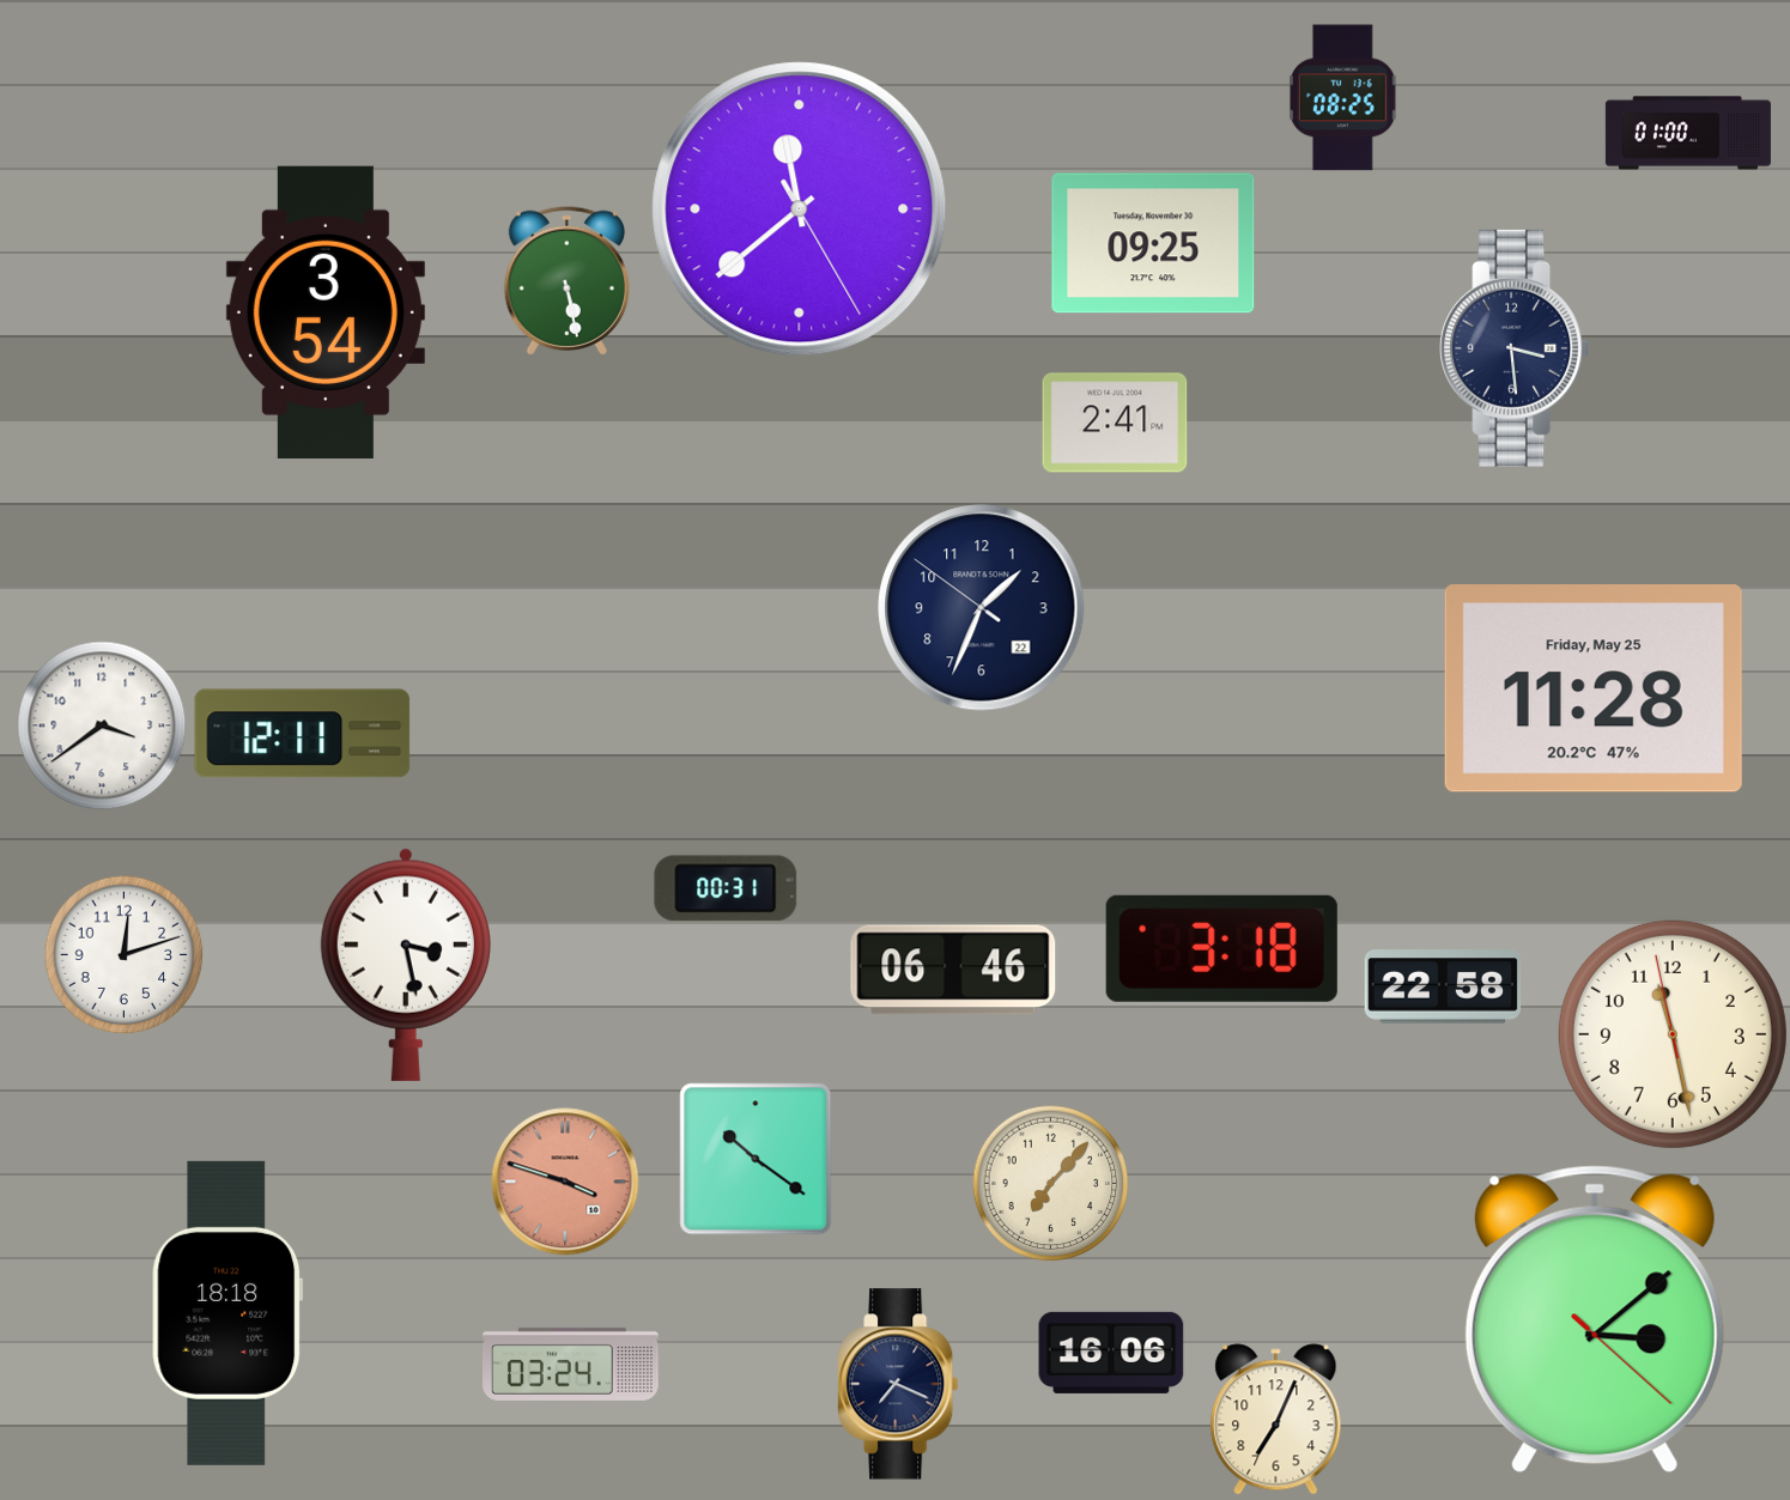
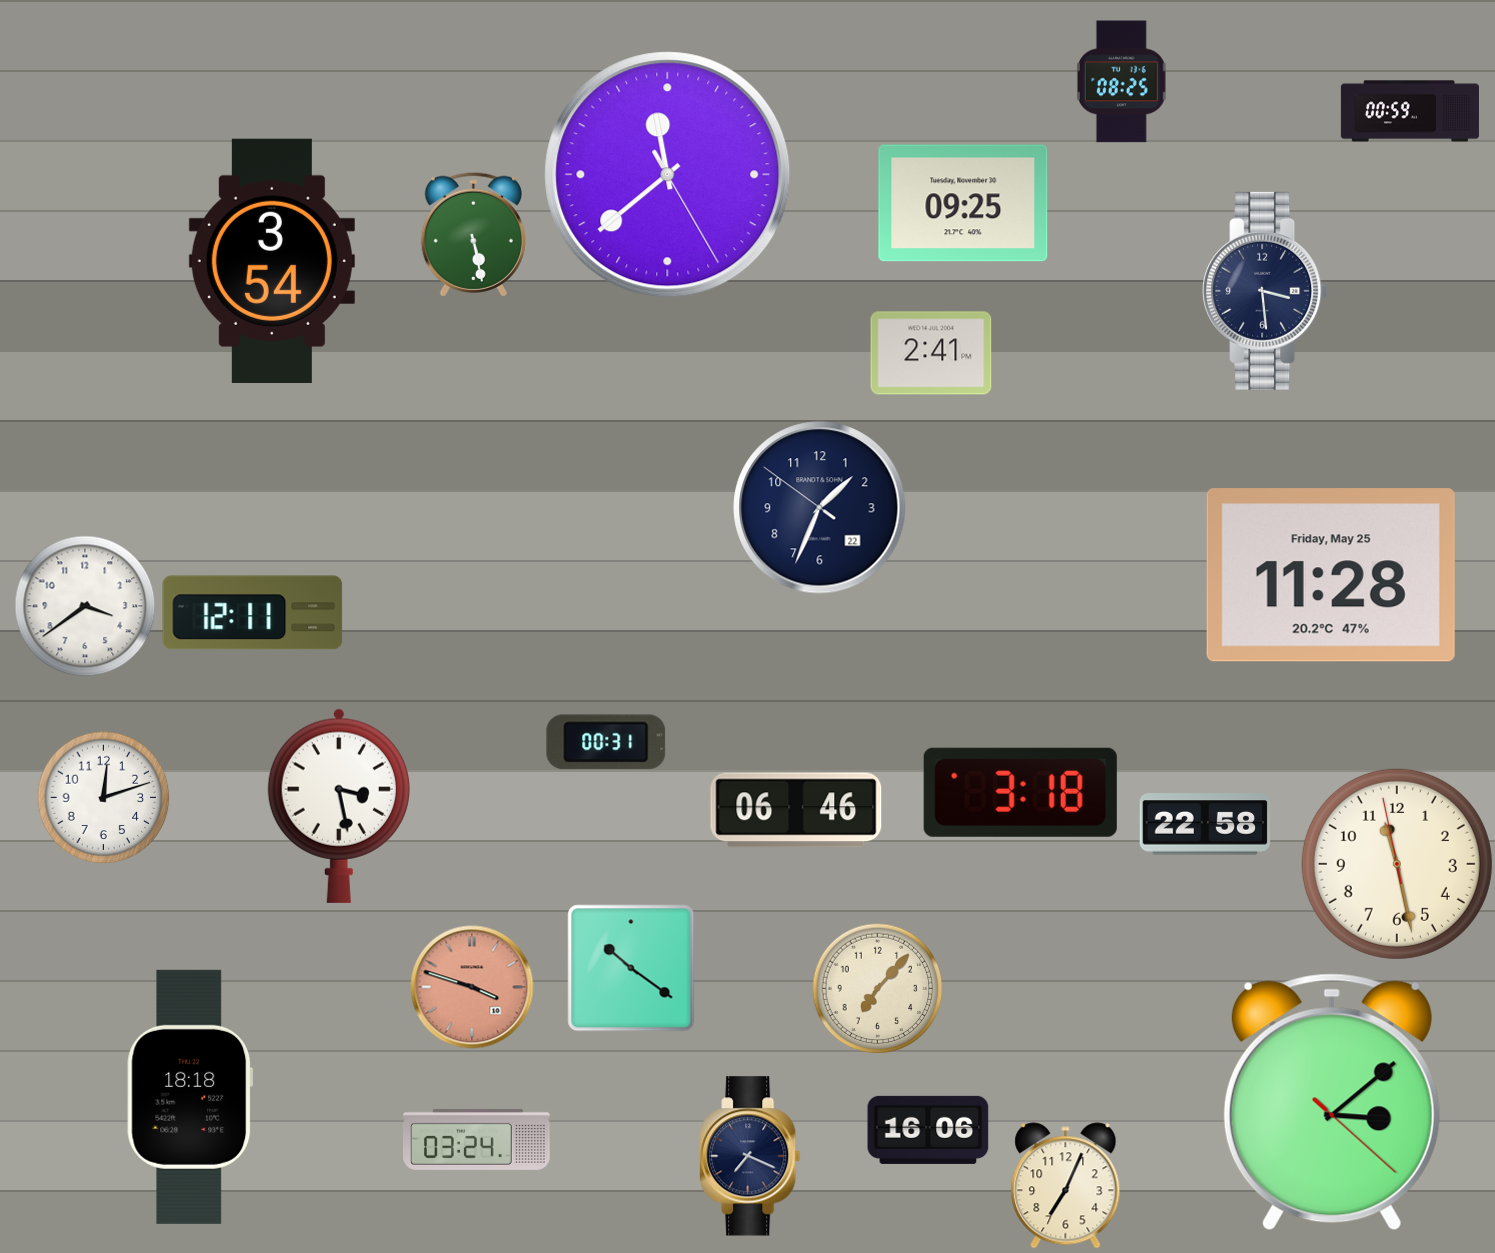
clock at (1688, 133): 01:00 -> 00:59
